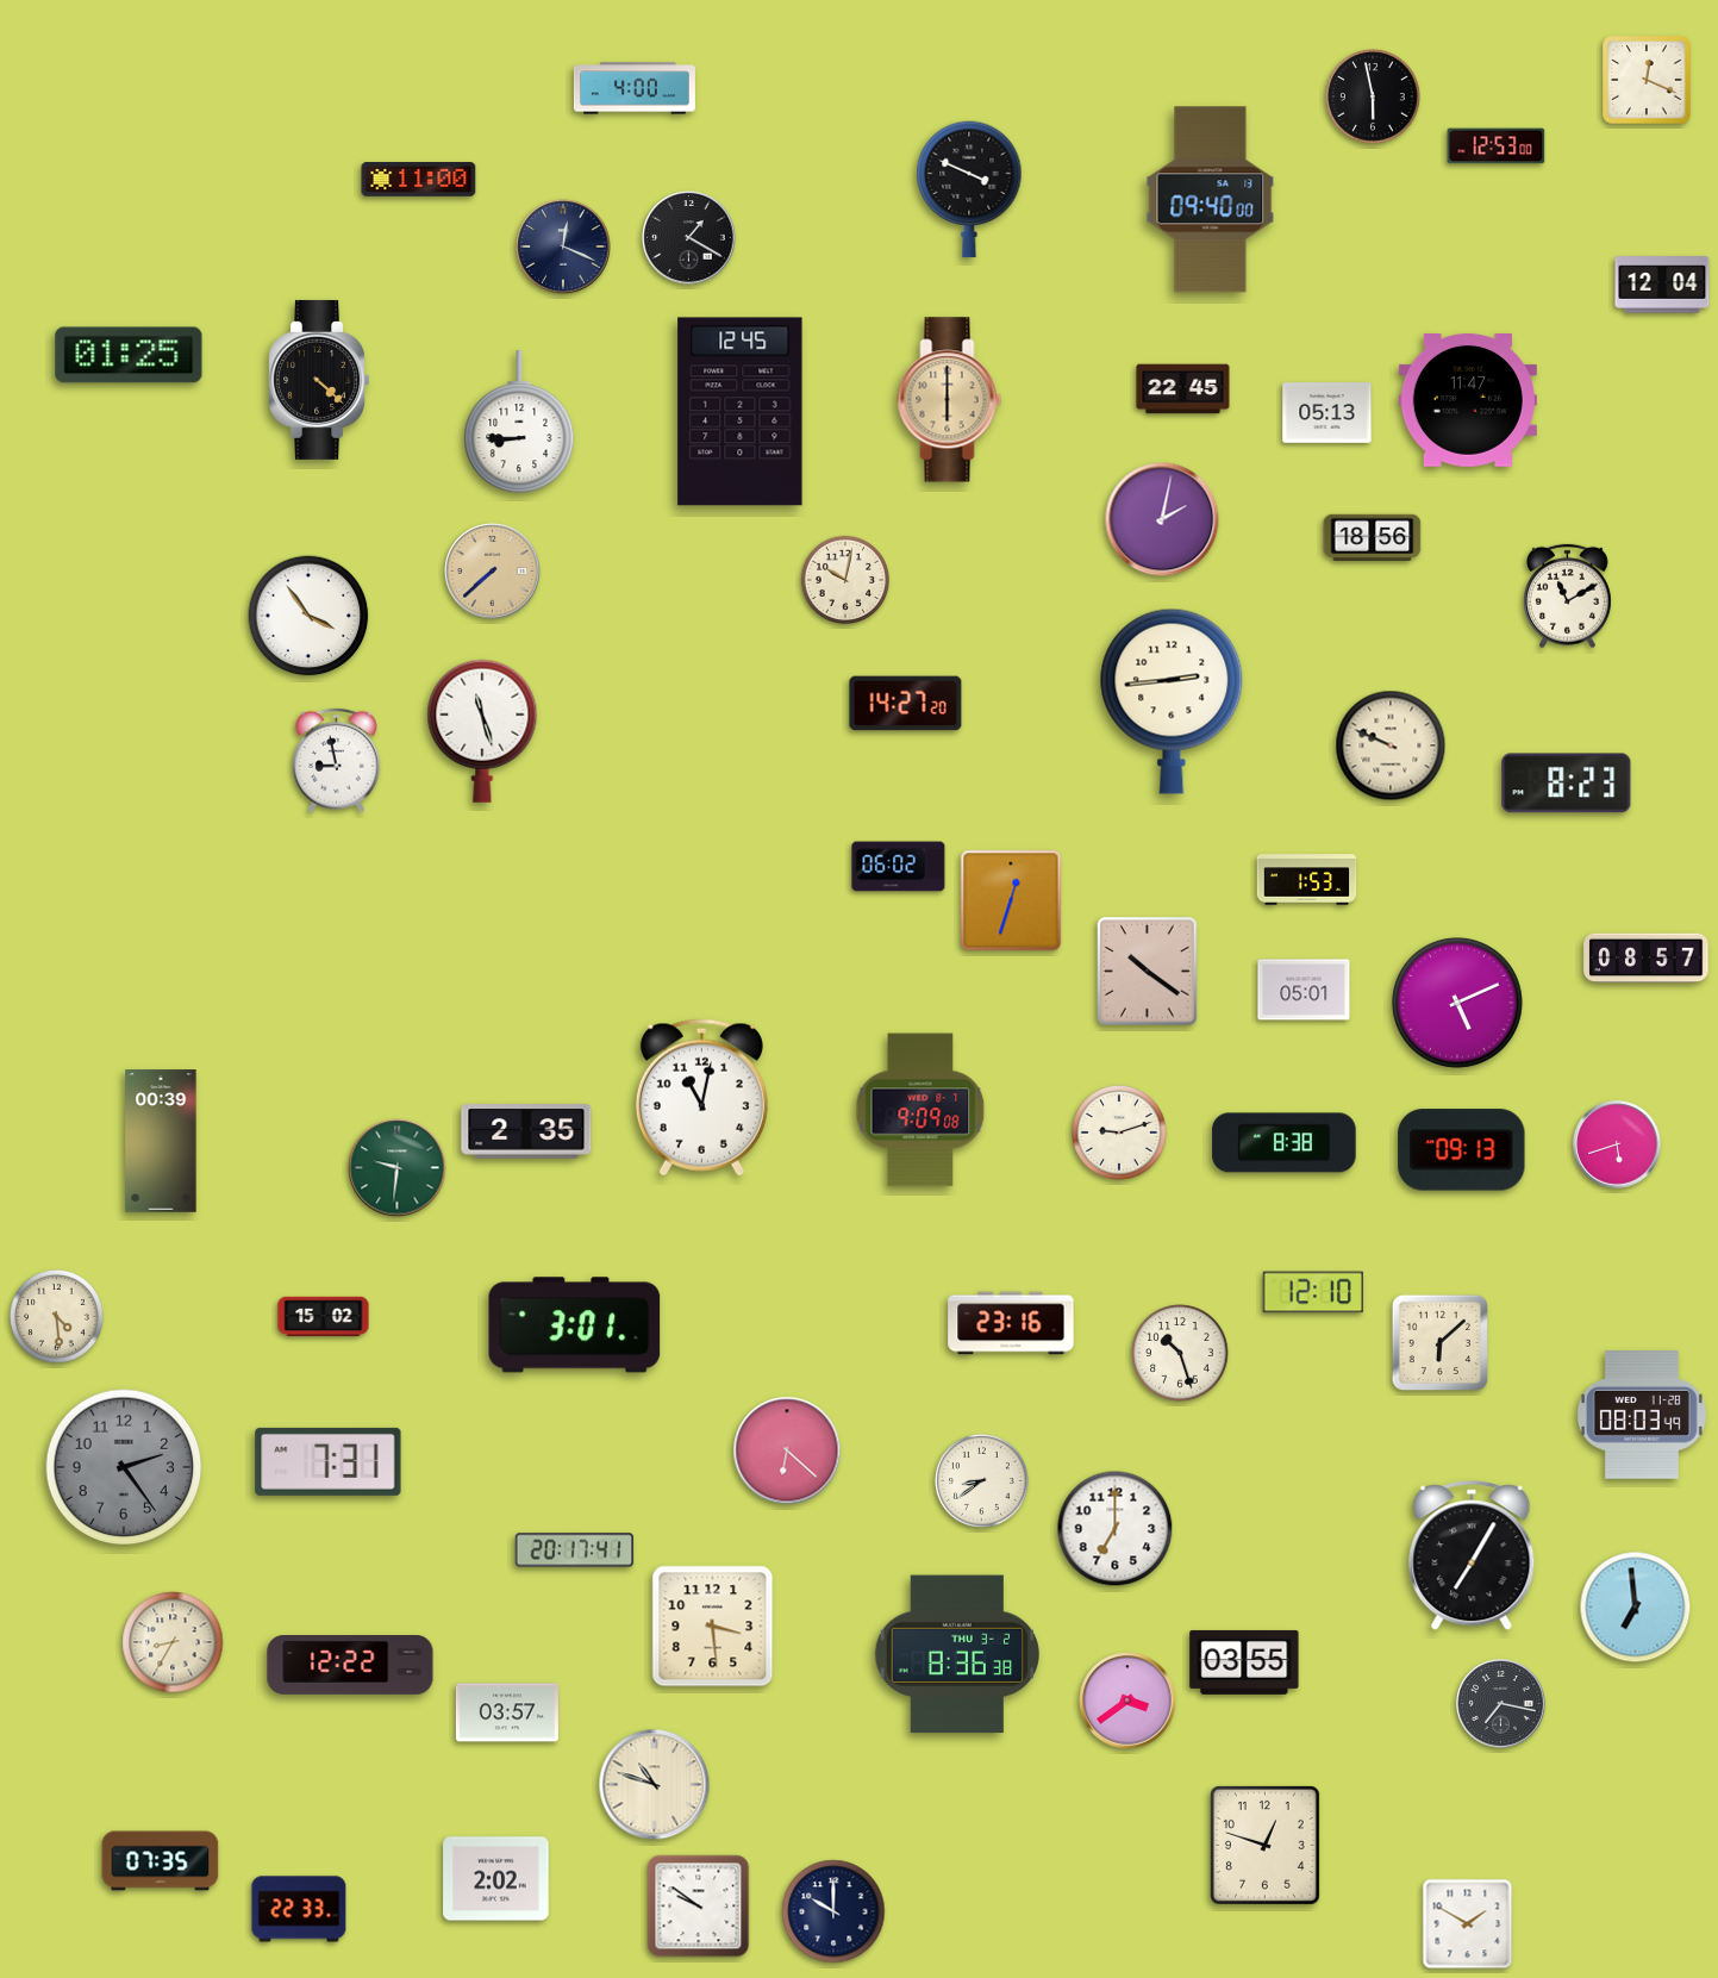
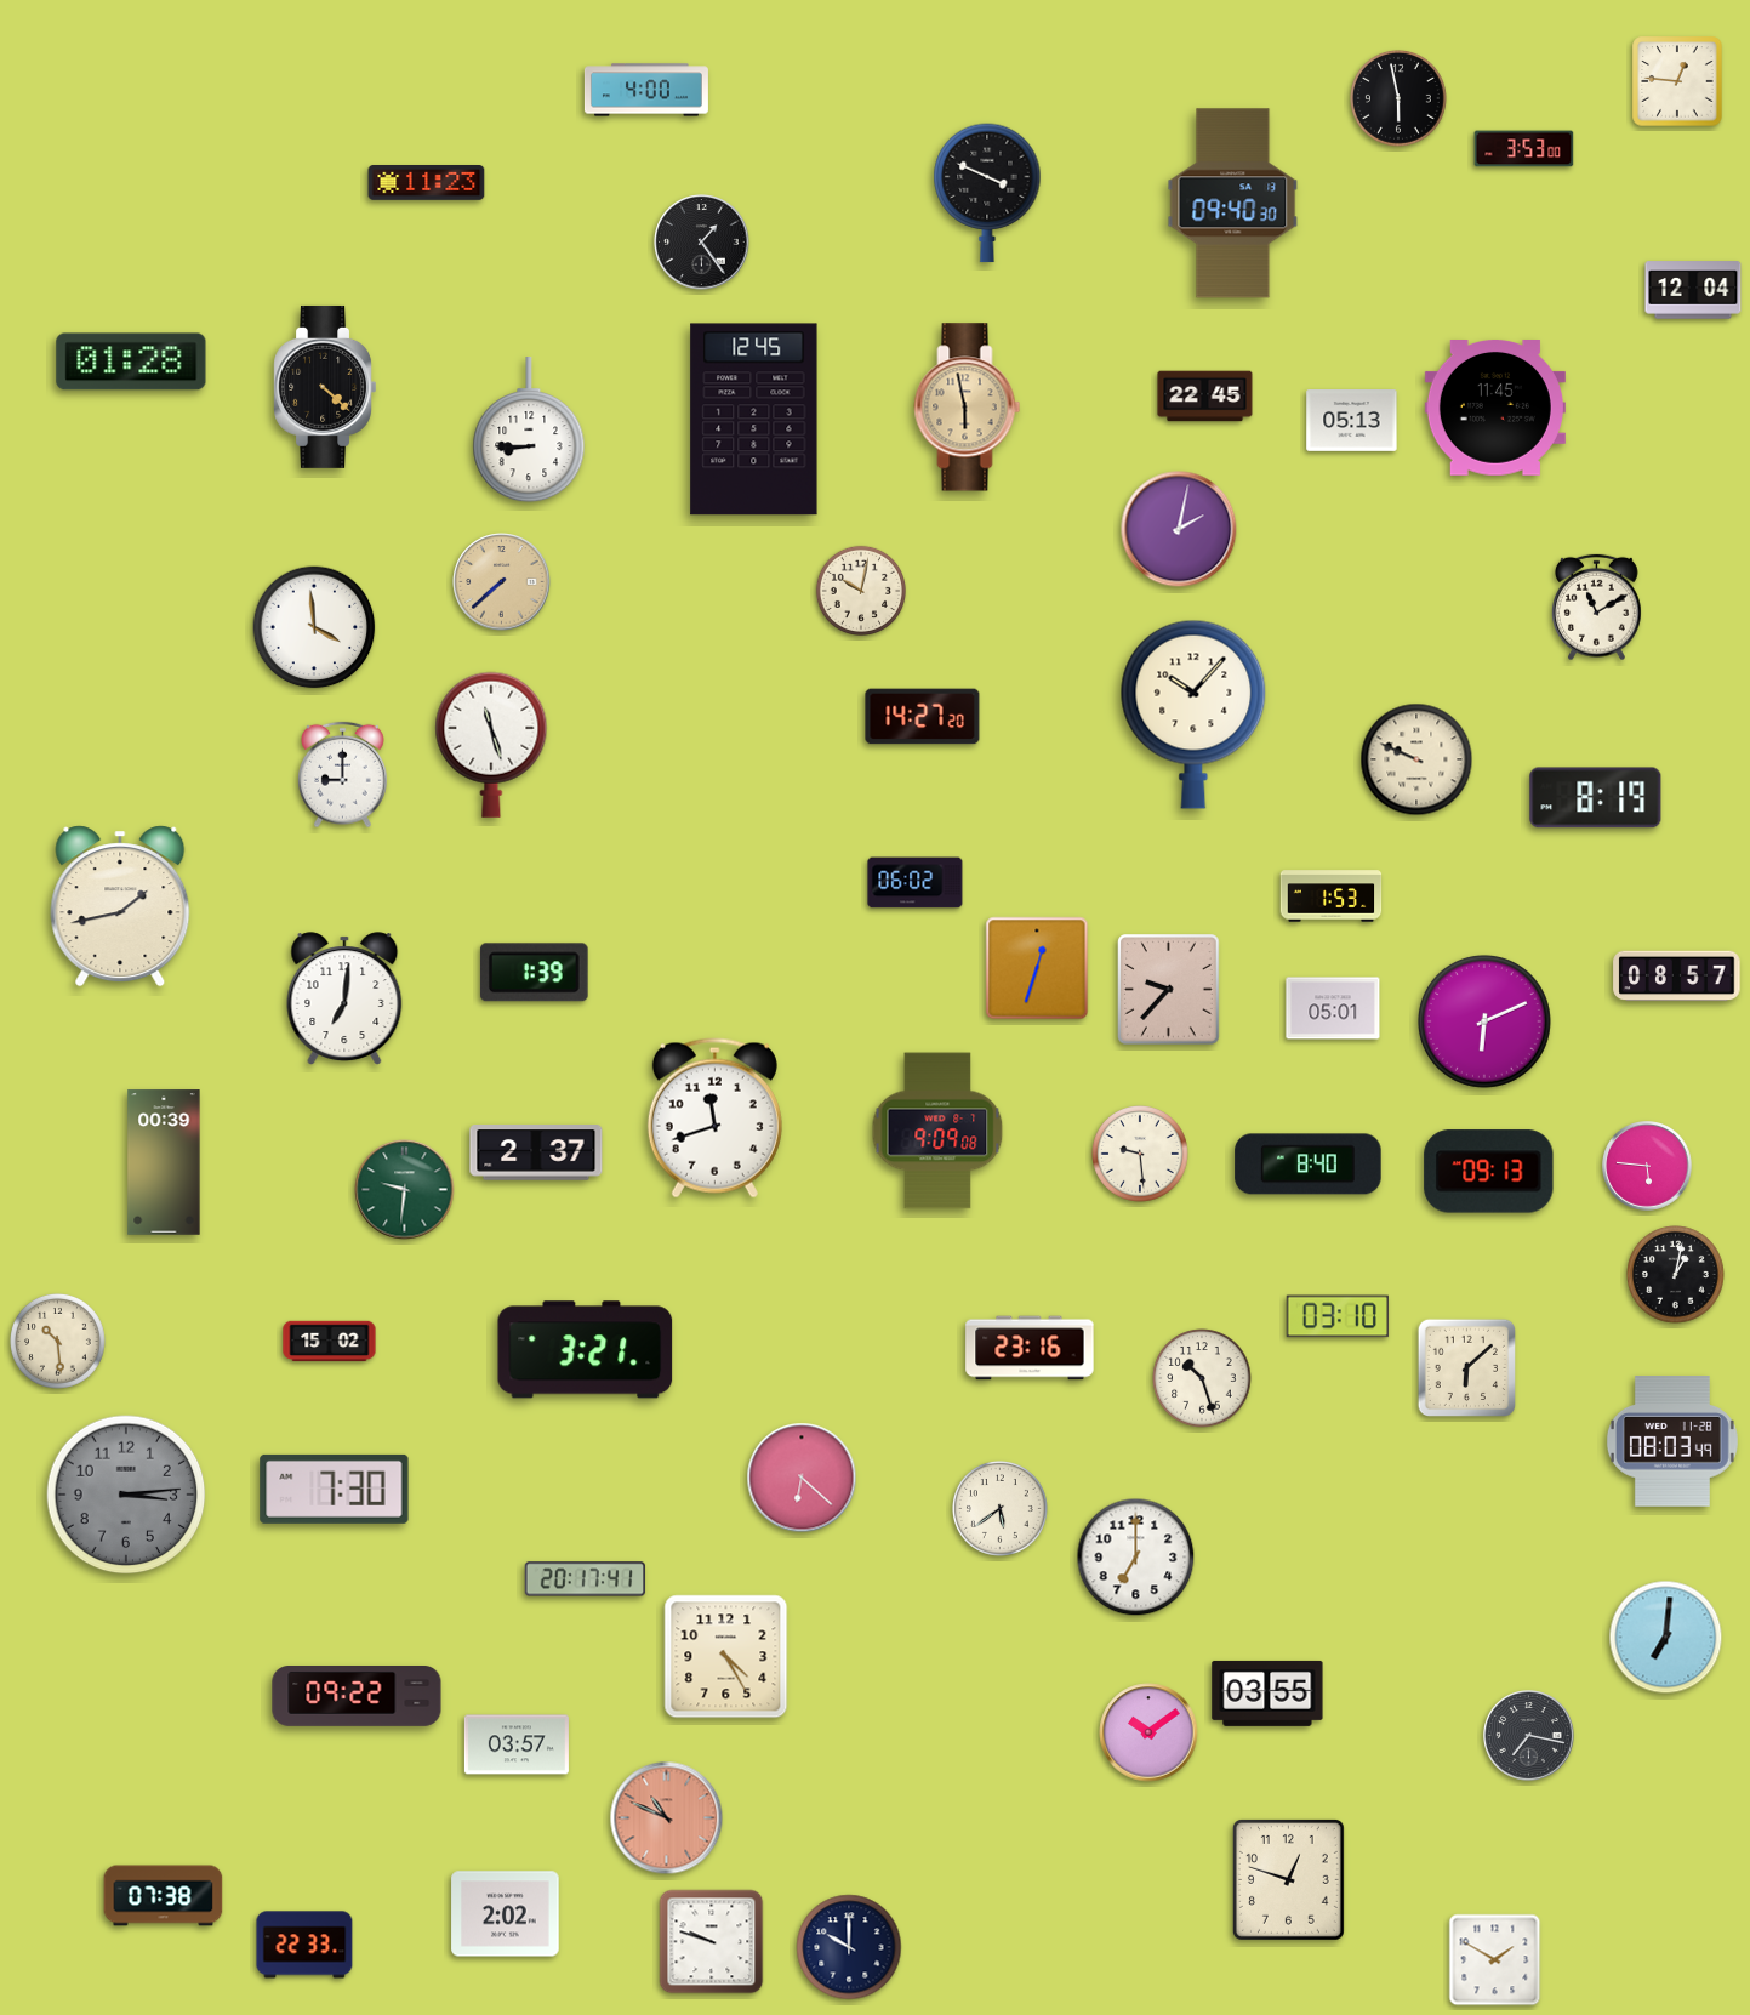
clock at (1647, 80): 12:19 -> 12:46
clock at (1497, 146): 12:53 -> 3:53
clock at (419, 180): 11:00 -> 11:23
clock at (1211, 200): 09:40:00 -> 09:40:30
clock at (689, 238): 1:20 -> 1:24
clock at (563, 247): 12:19 -> none
clock at (129, 355): 01:25 -> 01:28
clock at (950, 400): 6:00 -> 5:58
clock at (1468, 401): 11:47 -> 11:45
clock at (1162, 519) position: (1162, 519) -> (1179, 529)
clock at (1373, 537): 18:56 -> none
clock at (308, 616): 3:54 -> 3:59
clock at (1172, 701): 2:44 -> 10:07
clock at (337, 761): 8:58 -> 9:00
clock at (1567, 784): 8:23 -> 8:19
clock at (120, 906): none -> 1:43
clock at (1011, 900) position: (1011, 900) -> (1037, 968)
clock at (534, 973): none -> 1:39
clock at (1148, 972): 10:21 -> 9:37
clock at (344, 998): none -> 7:01
clock at (1304, 990) position: (1304, 990) -> (1333, 1008)
clock at (1457, 1003): 5:11 -> 6:11
clock at (701, 1098): 11:02 -> 11:42
clock at (526, 1131): 2:35 -> 2:37
clock at (1120, 1134): 9:12 -> 9:29
clock at (1285, 1143): 8:38 -> 8:40
clock at (1618, 1146): 5:42 -> 5:46
clock at (1676, 1275): none -> 1:02
clock at (1313, 1292): 12:10 -> 03:10
clock at (56, 1316): 4:29 -> 10:29
clock at (575, 1325): 3:01 -> 3:21
clock at (329, 1461): 7:31 -> 7:30
clock at (124, 1467): 2:24 -> 3:14
clock at (981, 1480): 8:39 -> 5:39
clock at (1472, 1556): 7:05 -> none
clock at (1636, 1608): 6:59 -> 7:01
clock at (713, 1627): 3:29 -> 4:25
clock at (173, 1642): 8:35 -> none
clock at (957, 1654): 8:36 -> none
clock at (350, 1666): 12:22 -> 09:22
clock at (1127, 1701): 3:39 -> 10:09
clock at (655, 1785): 10:48 -> 10:49
clock at (655, 1785) dial: cream -> salmon
clock at (161, 1861): 07:35 -> 07:38
clock at (699, 1907): 9:51 -> 9:48
